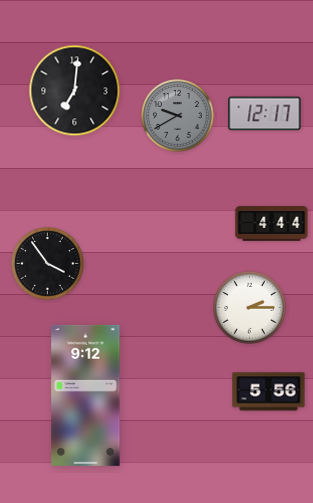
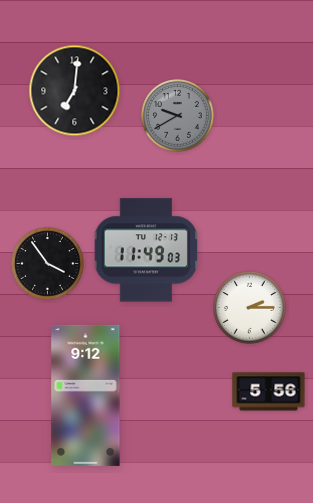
clock at (265, 114): 12:17 -> none
clock at (272, 224): 4:44 -> none
clock at (146, 250): none -> 11:49
